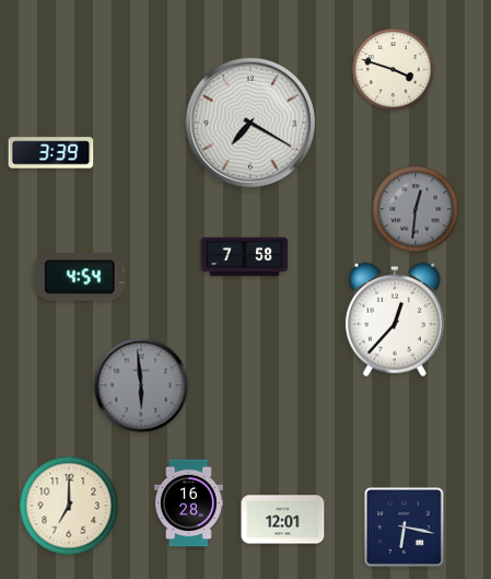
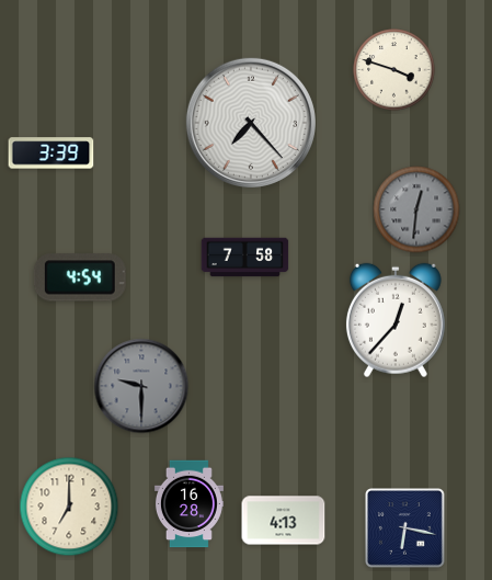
clock at (250, 123): 7:20 -> 7:23
clock at (141, 385): 5:59 -> 9:30
clock at (283, 520): 12:01 -> 4:13
